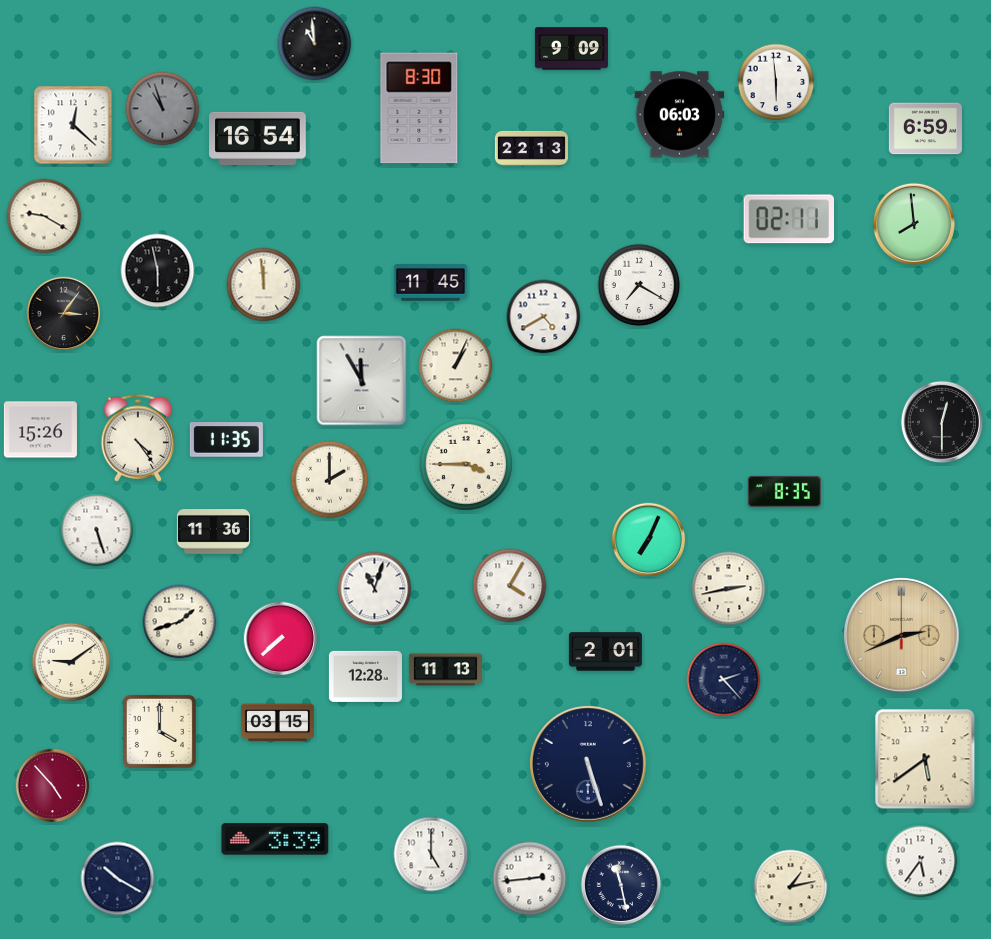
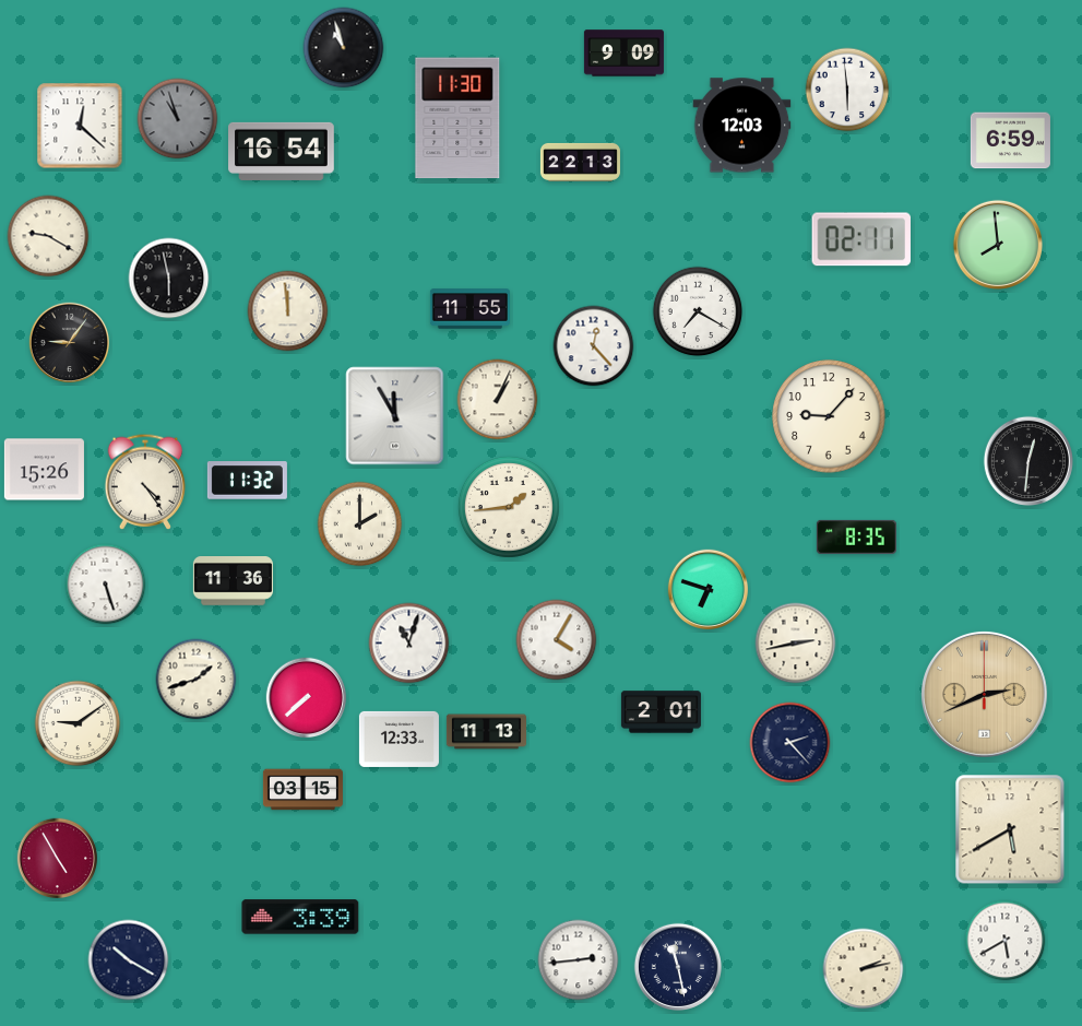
clock at (315, 44): 10:59 -> 10:57
clock at (419, 108): 8:30 -> 11:30
clock at (680, 115): 06:03 -> 12:03
clock at (73, 125) position: (73, 125) -> (80, 126)
clock at (158, 271) position: (158, 271) -> (169, 279)
clock at (430, 283): 11:45 -> 11:55
clock at (64, 314): 3:06 -> 9:06
clock at (544, 317): 4:40 -> 12:23
clock at (829, 416): none -> 9:07
clock at (942, 422): 12:30 -> 12:31
clock at (138, 438) position: (138, 438) -> (145, 482)
clock at (226, 440): 11:35 -> 11:32
clock at (466, 464): 3:45 -> 1:44
clock at (97, 530) position: (97, 530) -> (106, 585)
clock at (649, 540): 7:04 -> 6:48
clock at (365, 676): 12:28 -> 12:33
clock at (159, 731): 4:00 -> none
clock at (925, 759): 5:39 -> 5:40
clock at (588, 764): 5:27 -> none
clock at (53, 786): 4:53 -> 4:55
clock at (431, 854): 5:00 -> none
clock at (921, 861): 5:36 -> 5:40
clock at (791, 887): 1:13 -> 2:13
